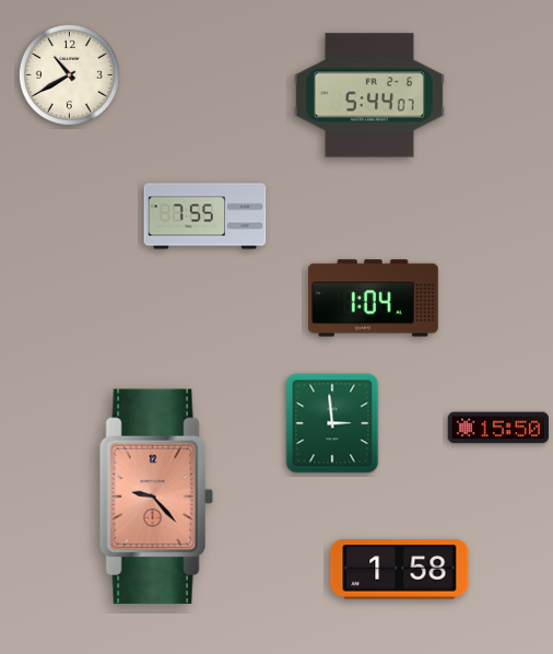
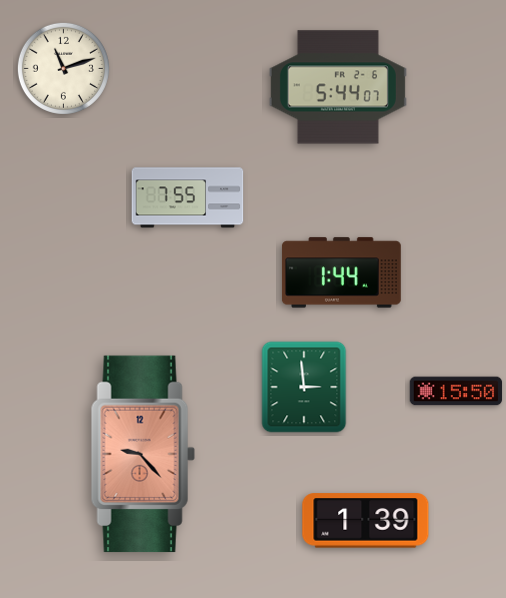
clock at (69, 74): 10:40 -> 11:12
clock at (373, 299): 1:04 -> 1:44
clock at (400, 570): 1:58 -> 1:39
